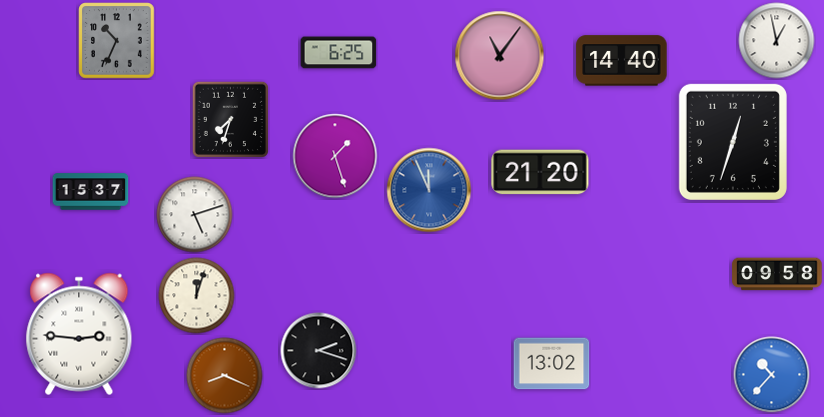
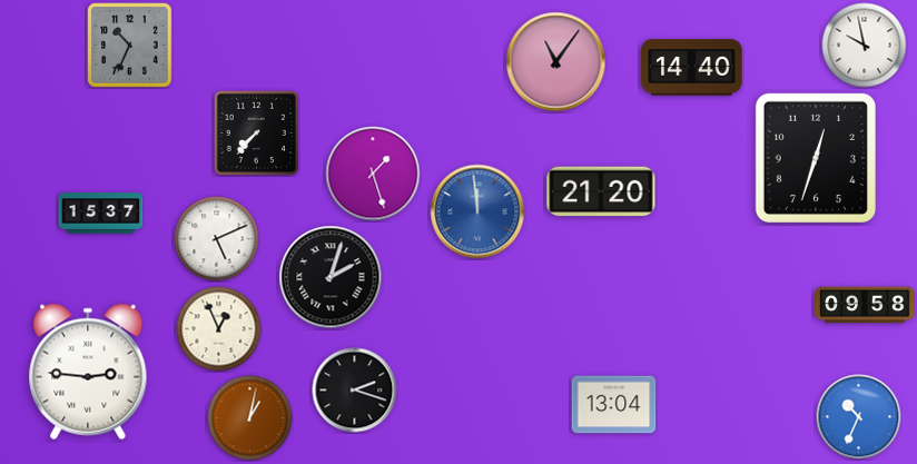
clock at (777, 41): 12:58 -> 9:58
clock at (339, 53): 6:25 -> none
clock at (230, 119): 7:33 -> 7:37
clock at (429, 190): 11:56 -> 11:59
clock at (195, 215): 5:12 -> 5:11
clock at (331, 277): none -> 2:03
clock at (197, 296): 12:03 -> 12:56
clock at (552, 364): 13:02 -> 13:04
clock at (772, 375): 10:37 -> 10:34
clock at (225, 376): 8:19 -> 1:02
